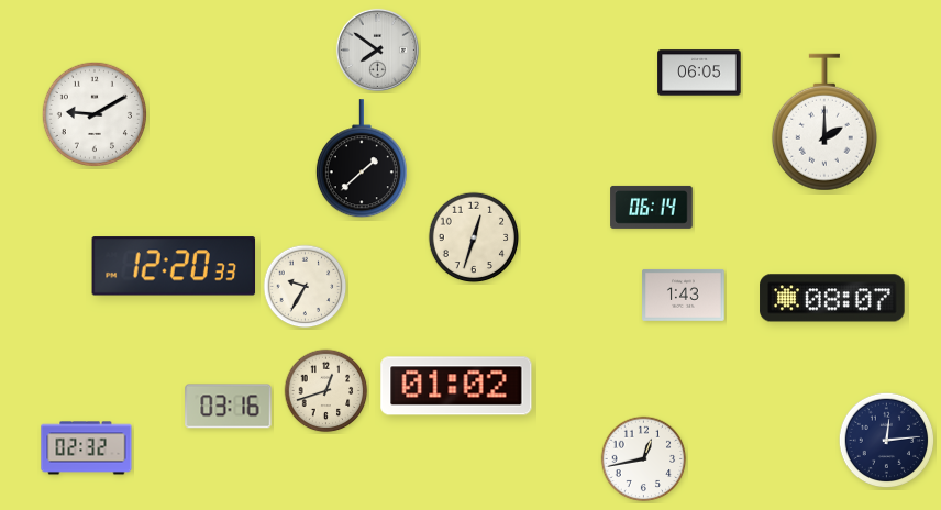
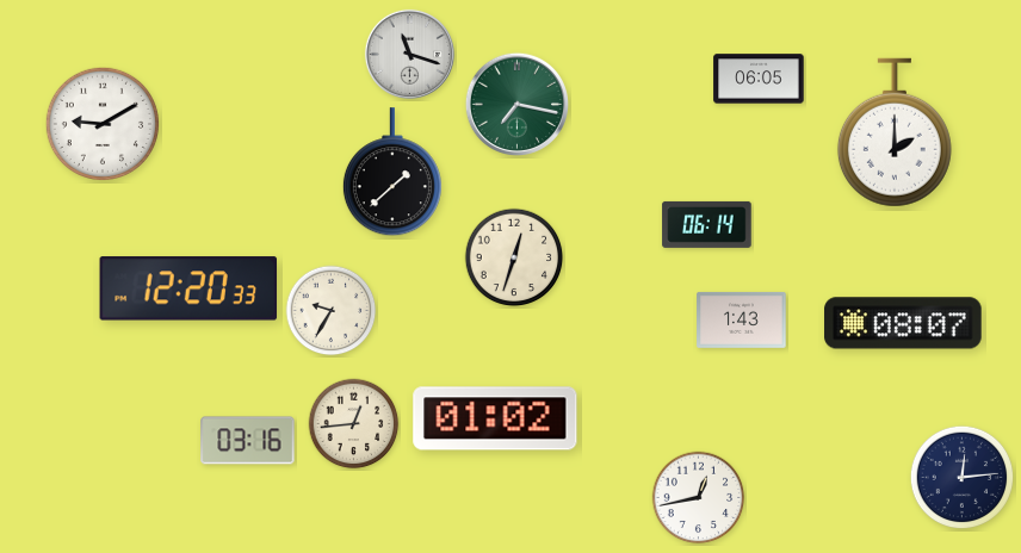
clock at (377, 49): 7:51 -> 11:18
clock at (516, 104): none -> 7:17
clock at (326, 391): 12:42 -> 12:44
clock at (87, 448): 02:32 -> none
